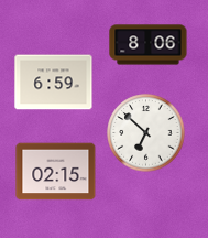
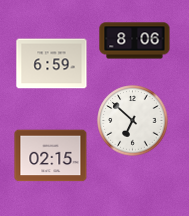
clock at (54, 83) position: (54, 83) -> (52, 64)
